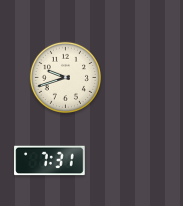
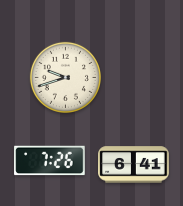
clock at (50, 161): 7:31 -> 7:26
clock at (134, 165): none -> 6:41
